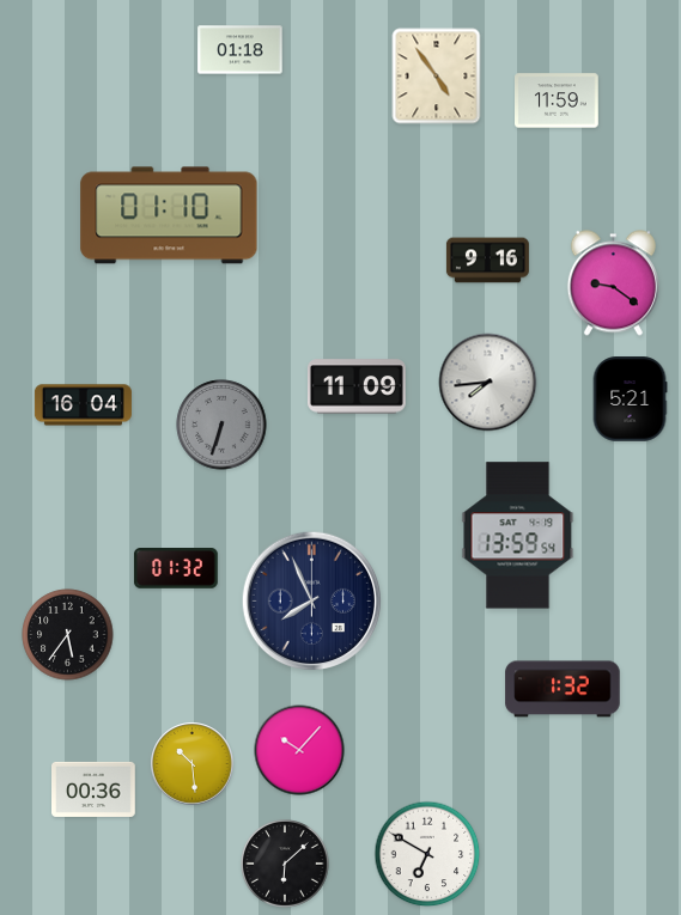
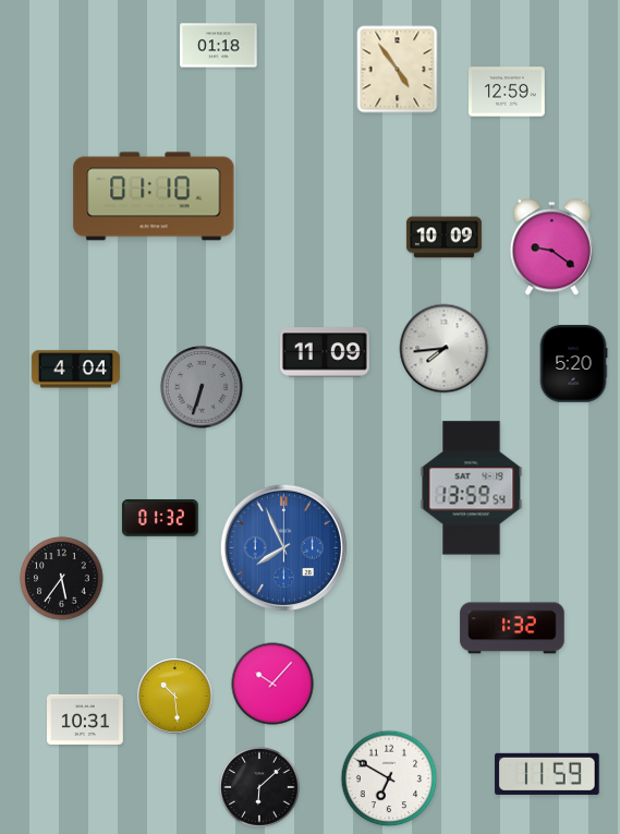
clock at (558, 100): 11:59 -> 12:59
clock at (487, 261): 9:16 -> 10:09
clock at (613, 283) position: (613, 283) -> (551, 247)
clock at (630, 399): 5:21 -> 5:20
clock at (83, 405): 16:04 -> 4:04
clock at (311, 600) dial: navy -> blue
clock at (95, 789): 00:36 -> 10:31
clock at (547, 774): none -> 11:59
